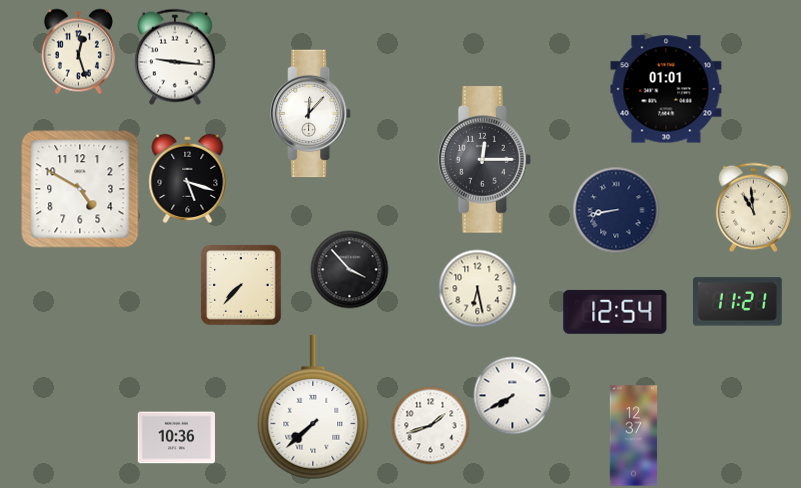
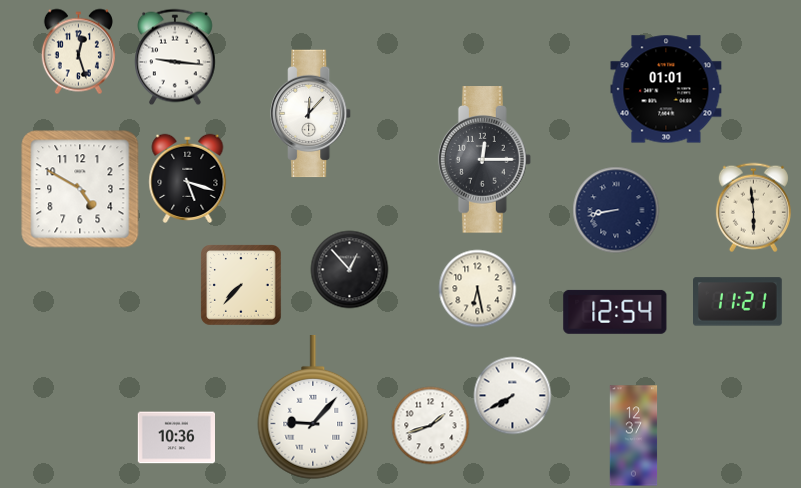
clock at (753, 207): 10:59 -> 5:59
clock at (349, 269): 3:53 -> 12:53
clock at (313, 407): 7:38 -> 9:07
